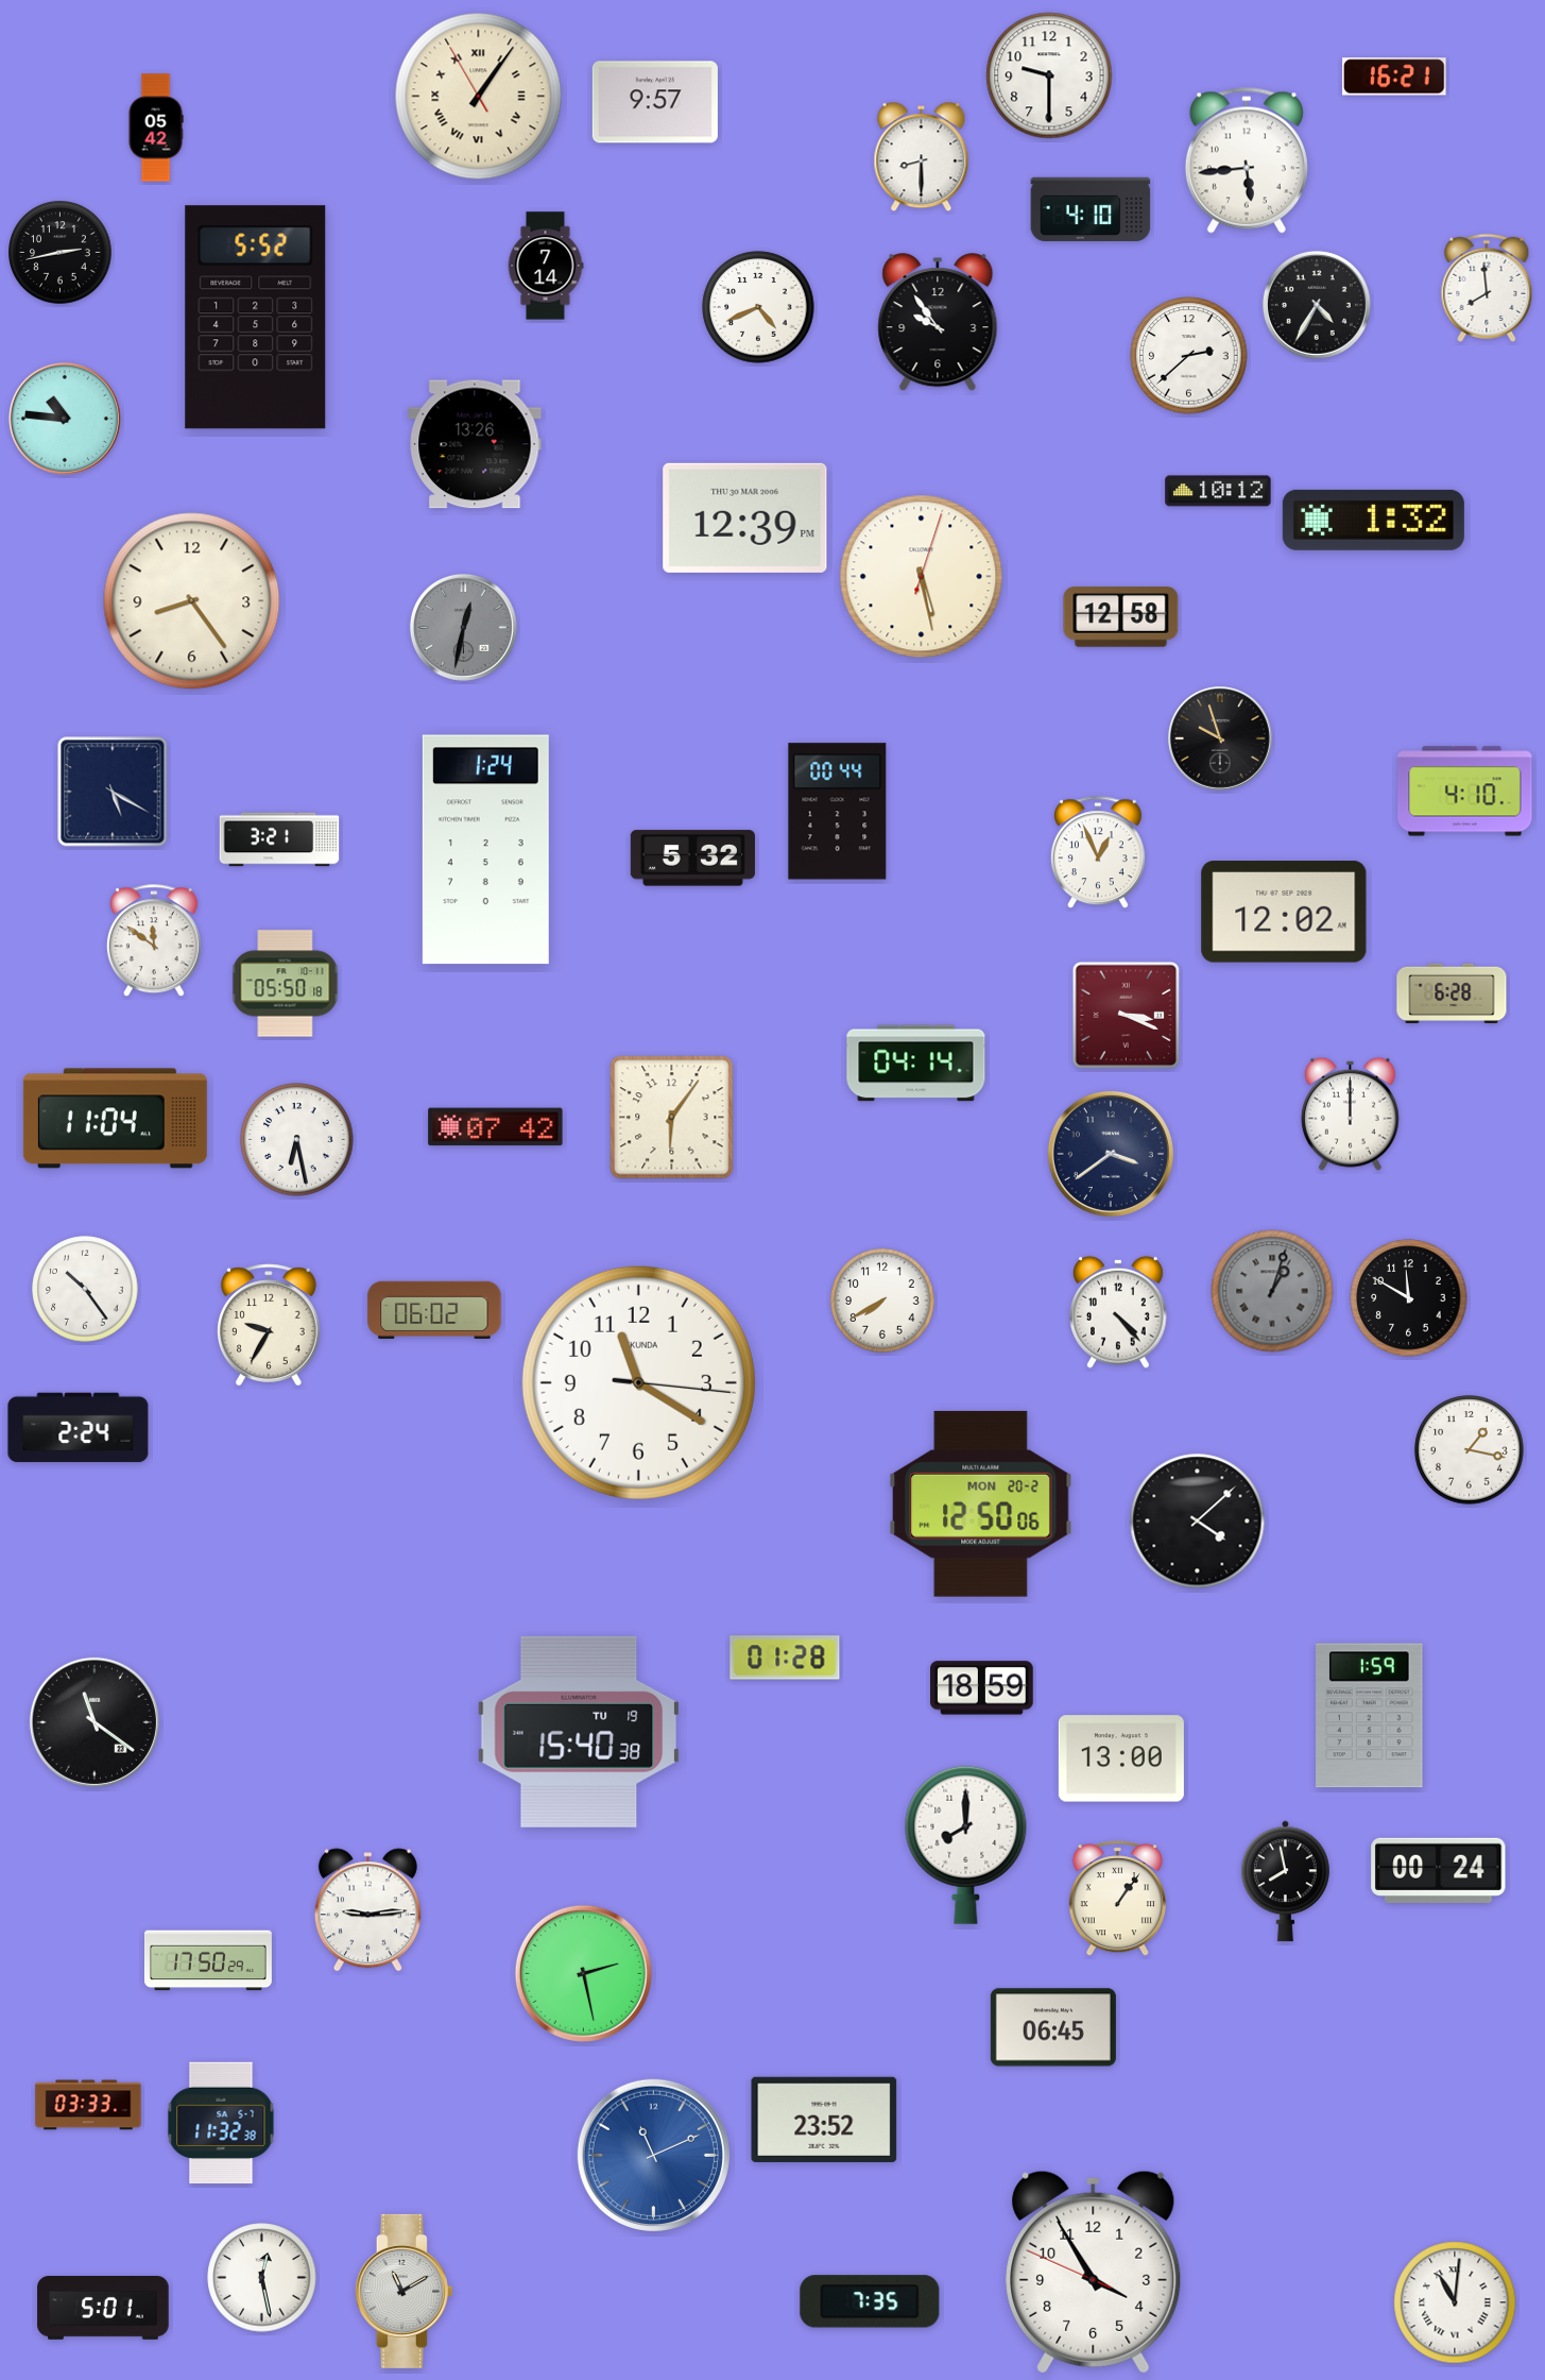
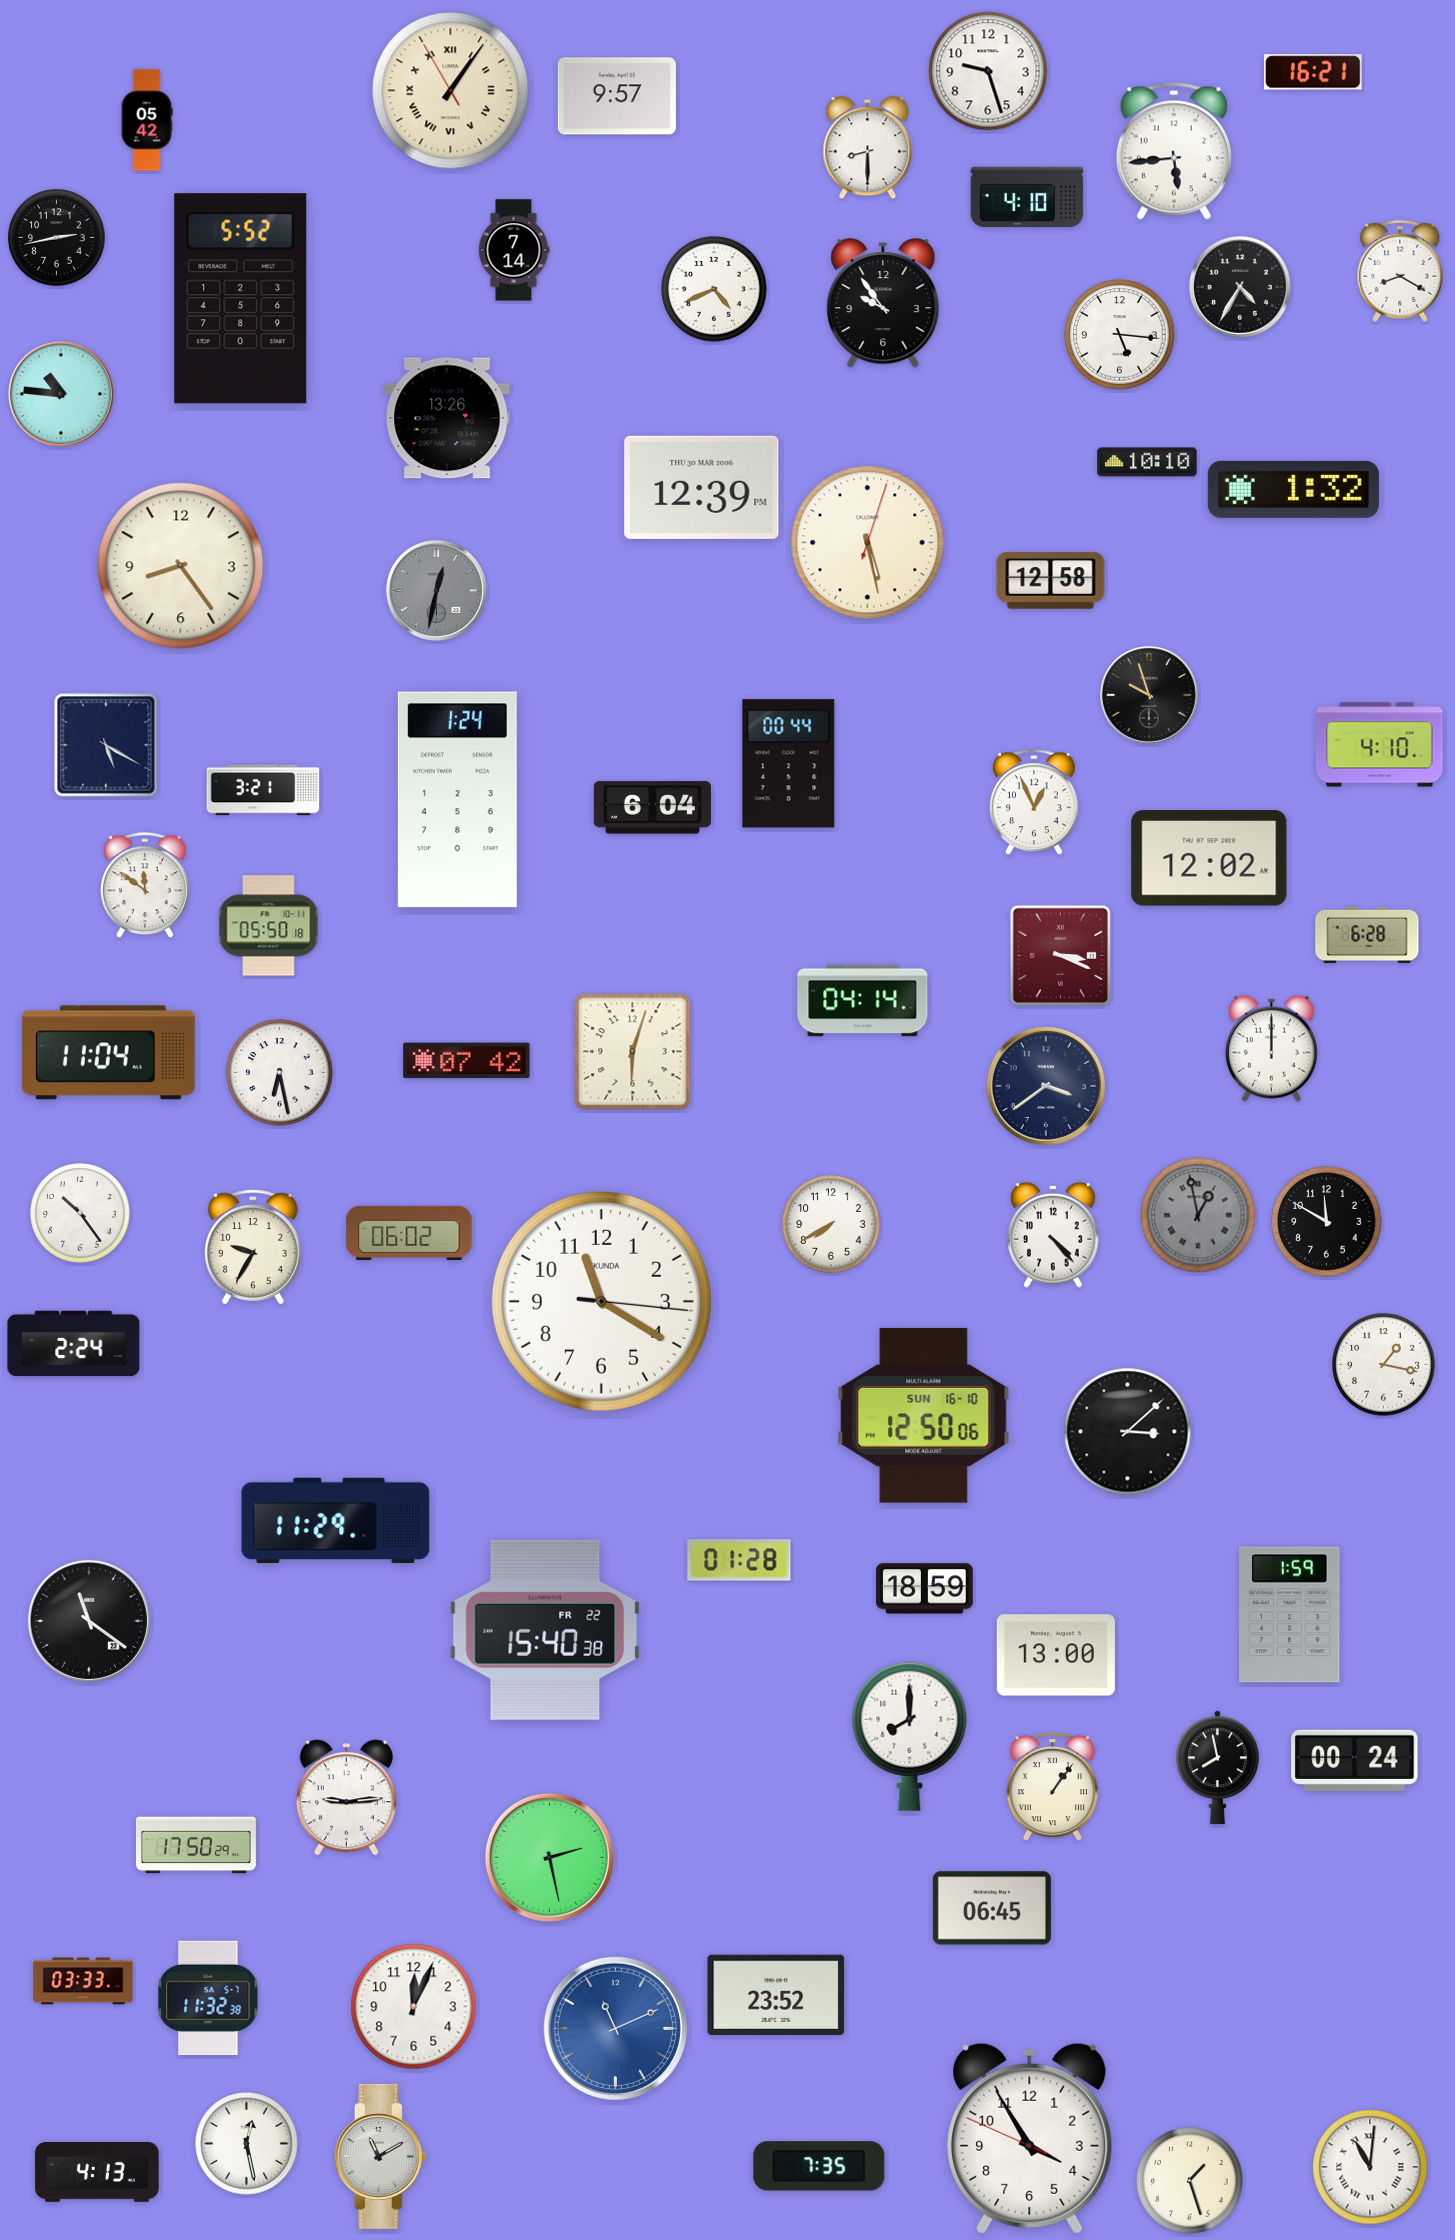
clock at (1049, 75): 9:30 -> 9:27
clock at (1487, 288): 7:59 -> 8:20
clock at (1189, 356): 2:38 -> 5:16
clock at (1218, 491): 10:12 -> 10:10
clock at (1121, 617) position: (1121, 617) -> (1051, 581)
clock at (692, 858): 5:32 -> 6:04
clock at (672, 1118): 6:06 -> 6:03
clock at (1272, 1291): 1:03 -> 12:58
clock at (981, 1503) date: MON 20-2 -> SUN 16-10
clock at (1198, 1521): 4:08 -> 3:08
clock at (336, 1521): none -> 11:29
clock at (579, 1732) date: TU 19 -> FR 22
clock at (1286, 1882) position: (1286, 1882) -> (1218, 1768)
clock at (414, 2007): none -> 12:04
clock at (103, 2309): 5:01 -> 4:13
clock at (1190, 2181): none -> 1:27
